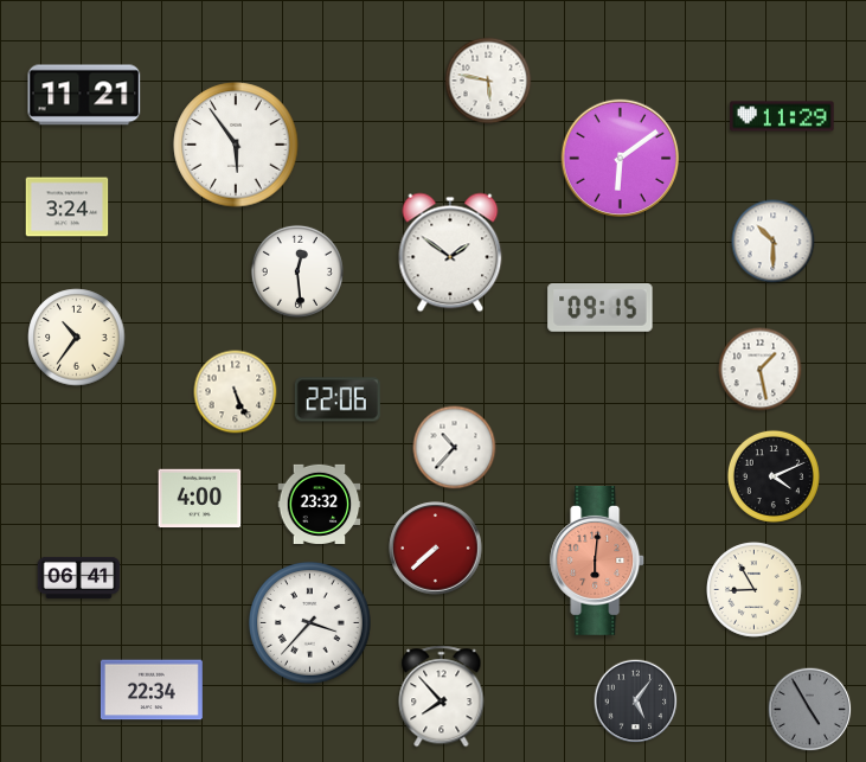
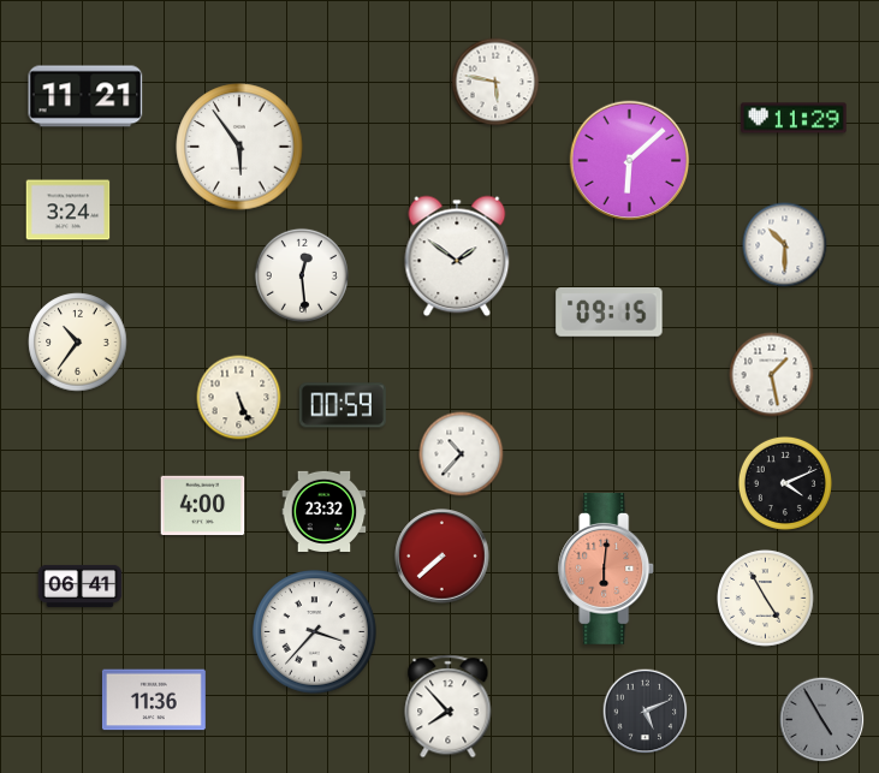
clock at (621, 159): 6:09 -> 6:08
clock at (338, 399): 22:06 -> 00:59
clock at (755, 590): 8:55 -> 4:55
clock at (152, 690): 22:34 -> 11:36
clock at (636, 702): 5:06 -> 5:11
